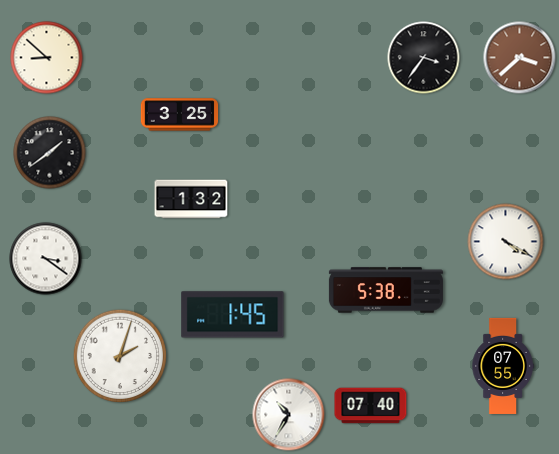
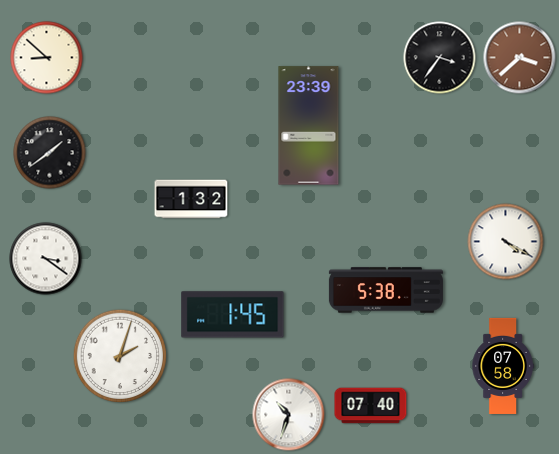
clock at (424, 58) position: (424, 58) -> (440, 58)
clock at (180, 115): 3:25 -> none
clock at (309, 126): none -> 23:39
clock at (503, 366): 07:55 -> 07:58
clock at (289, 415): 10:35 -> 10:33
